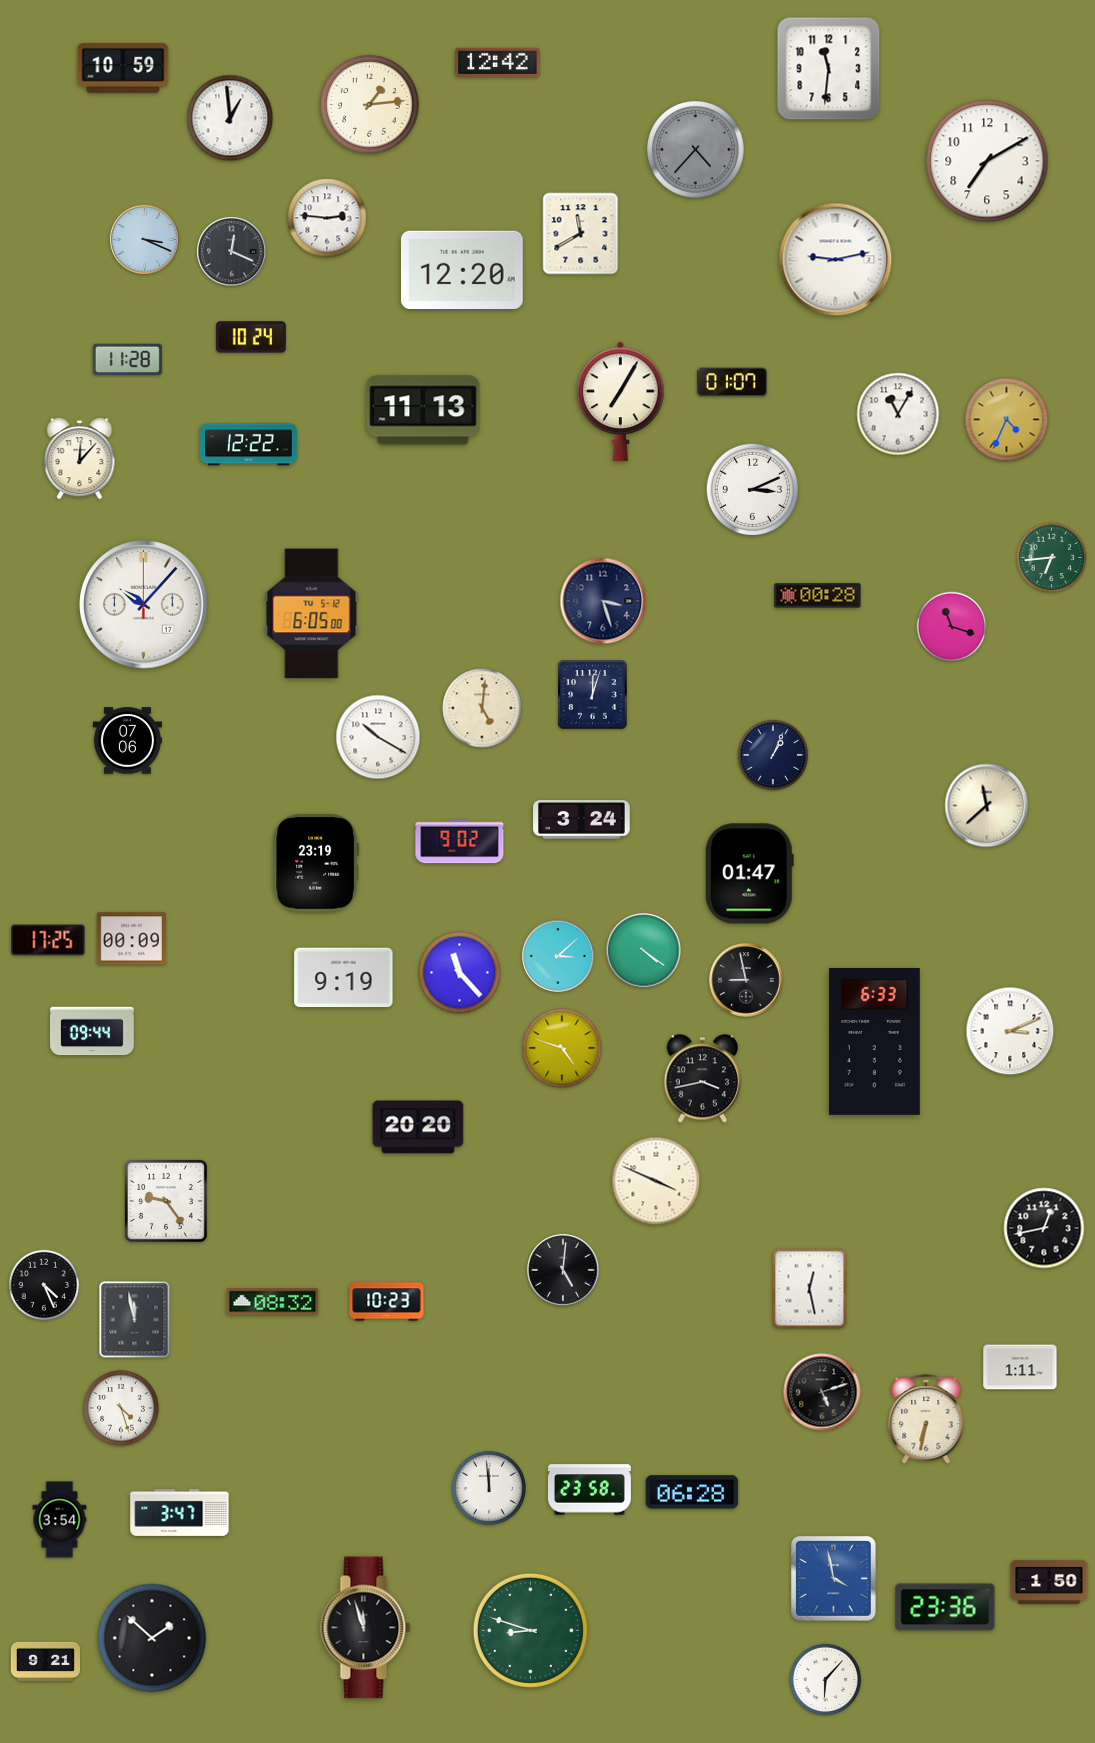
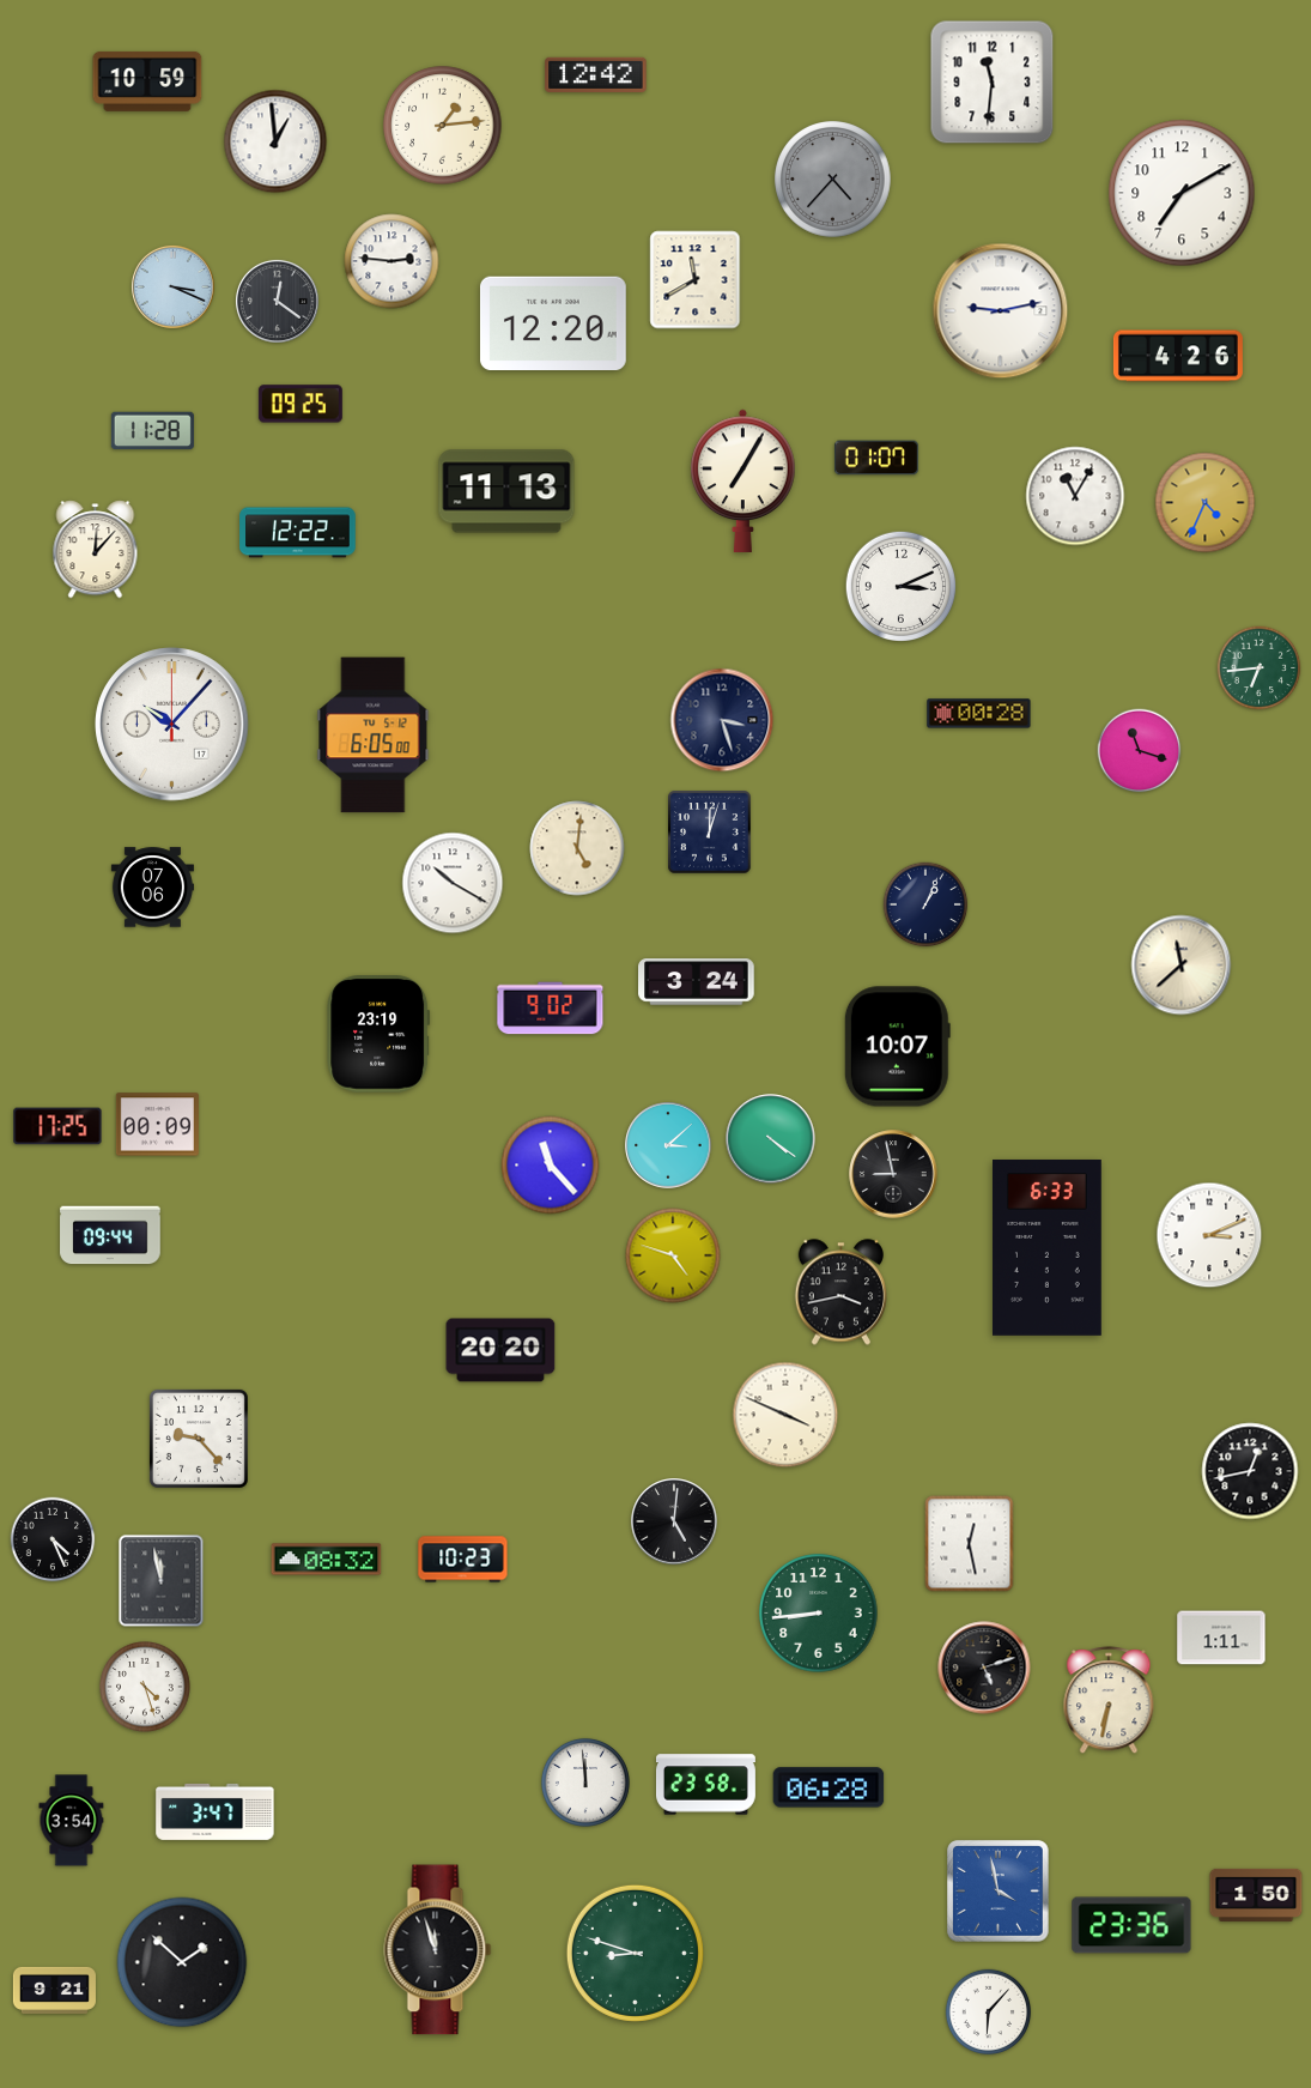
clock at (231, 251): 12:19 -> 12:21
clock at (1178, 356): none -> 4:26
clock at (251, 337): 10:24 -> 09:25
clock at (749, 874): 01:47 -> 10:07
clock at (344, 978): 9:19 -> none
clock at (166, 1201): 9:24 -> 9:23
clock at (819, 1614): none -> 8:44
